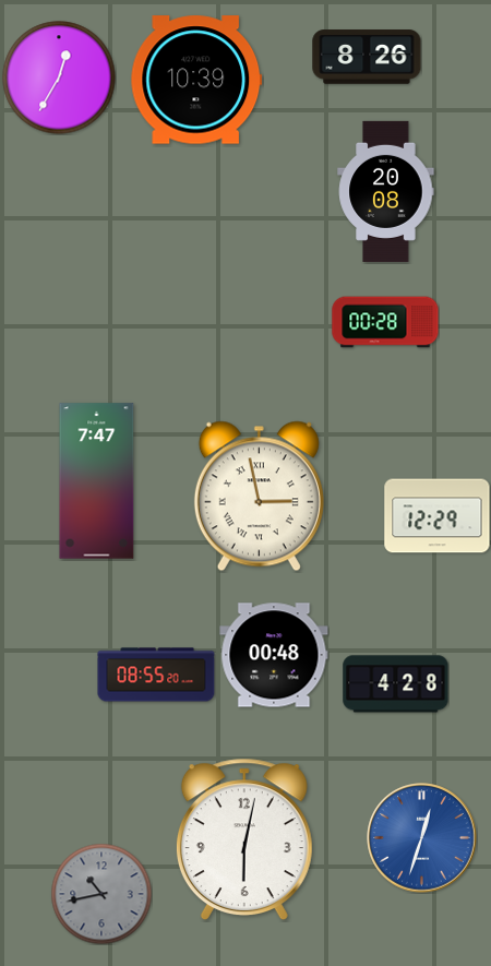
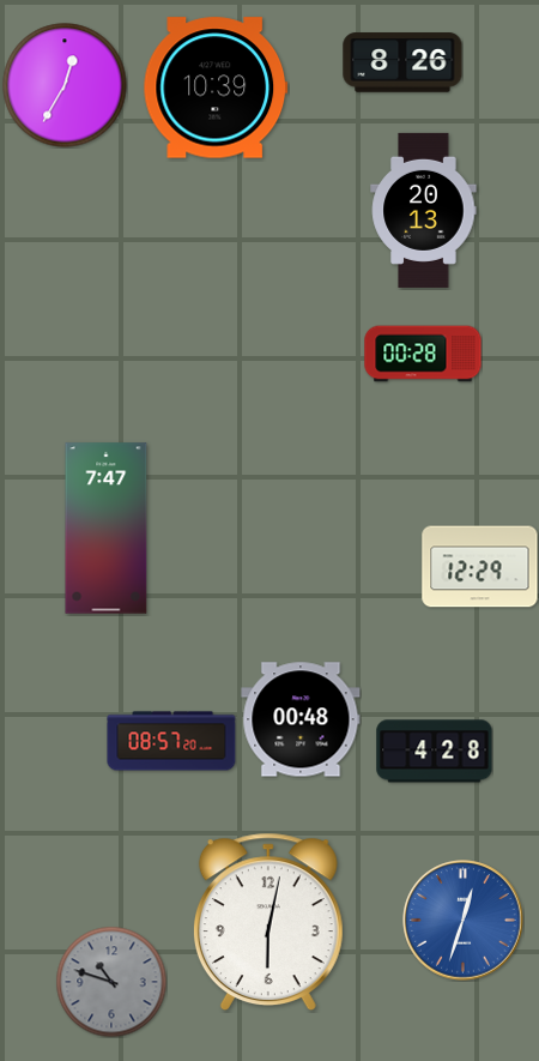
clock at (386, 191): 20:08 -> 20:13
clock at (259, 497): 2:58 -> none
clock at (156, 675): 08:55 -> 08:57
clock at (101, 894): 10:43 -> 10:48
